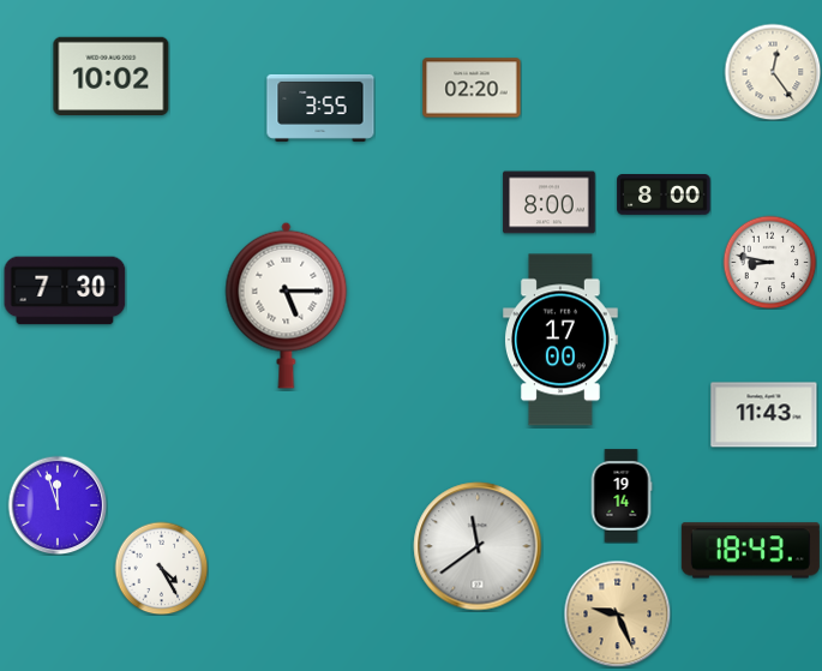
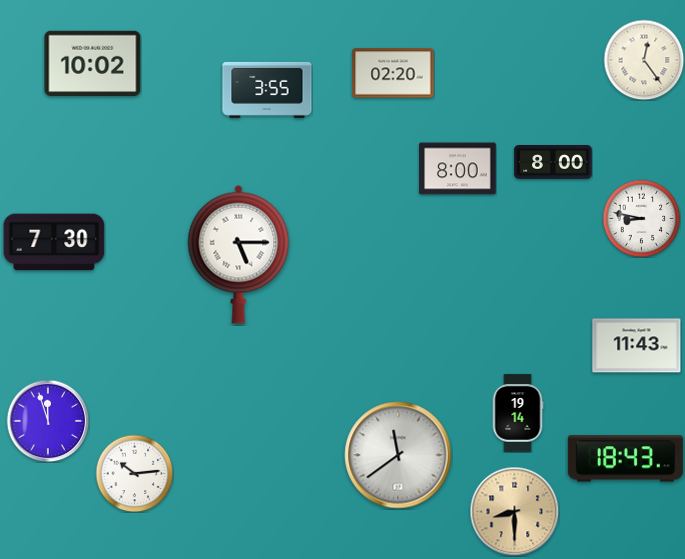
clock at (560, 340): 17:00 -> none
clock at (161, 568): 4:25 -> 10:14
clock at (617, 613): 9:26 -> 8:30
